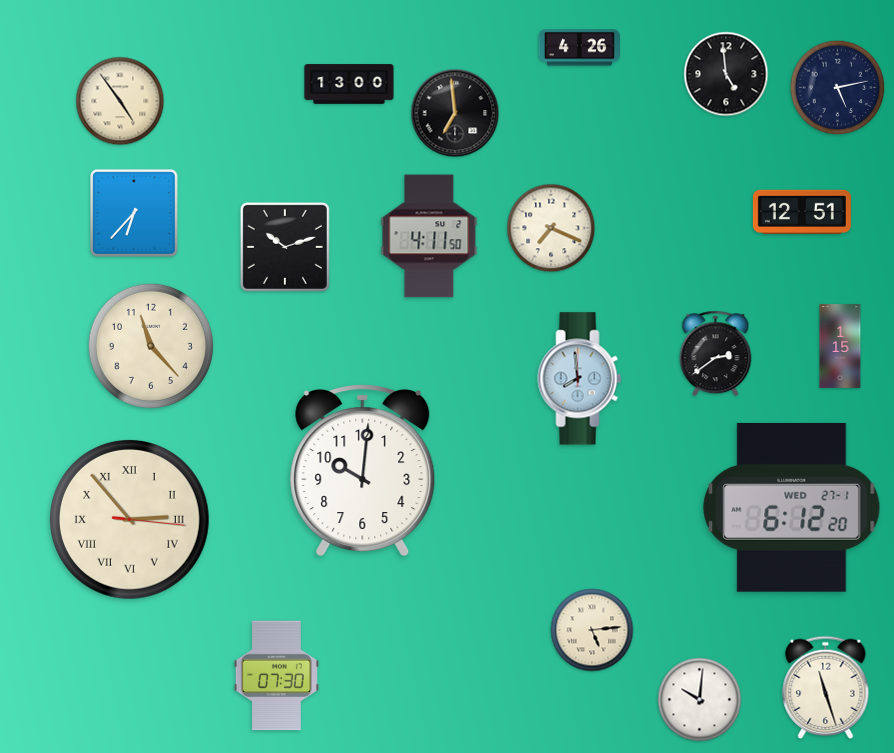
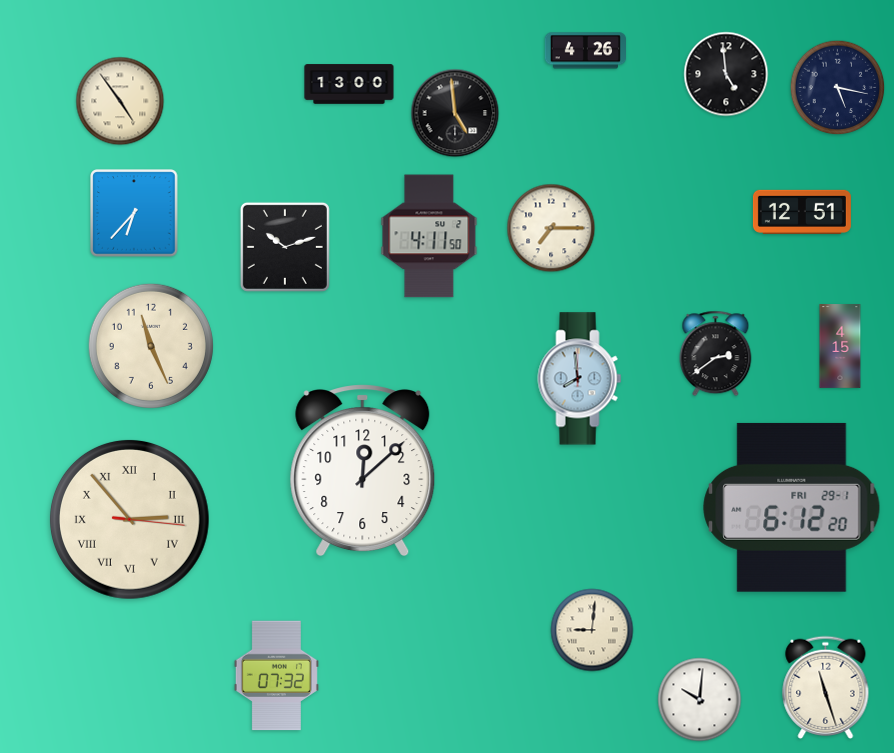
clock at (579, 48) position: (579, 48) -> (585, 51)
clock at (838, 88): 5:13 -> 5:17
clock at (455, 113): 6:59 -> 4:59
clock at (551, 228): 7:19 -> 7:15
clock at (151, 346): 11:23 -> 11:26
clock at (840, 346): 1:15 -> 4:15
clock at (363, 471): 10:01 -> 12:08
clock at (792, 507) date: WED 27-1 -> FRI 29-1
clock at (592, 630): 5:14 -> 9:01
clock at (276, 676): 07:30 -> 07:32
